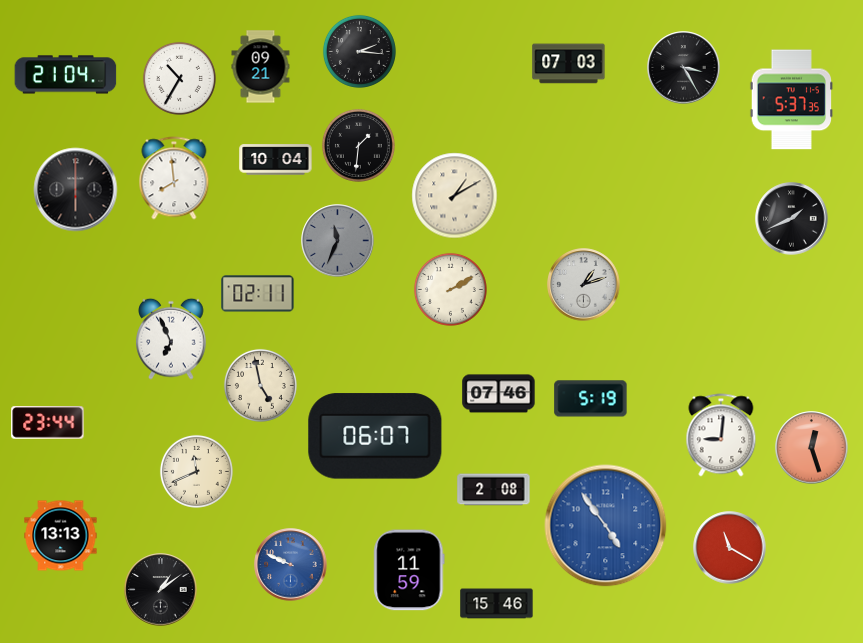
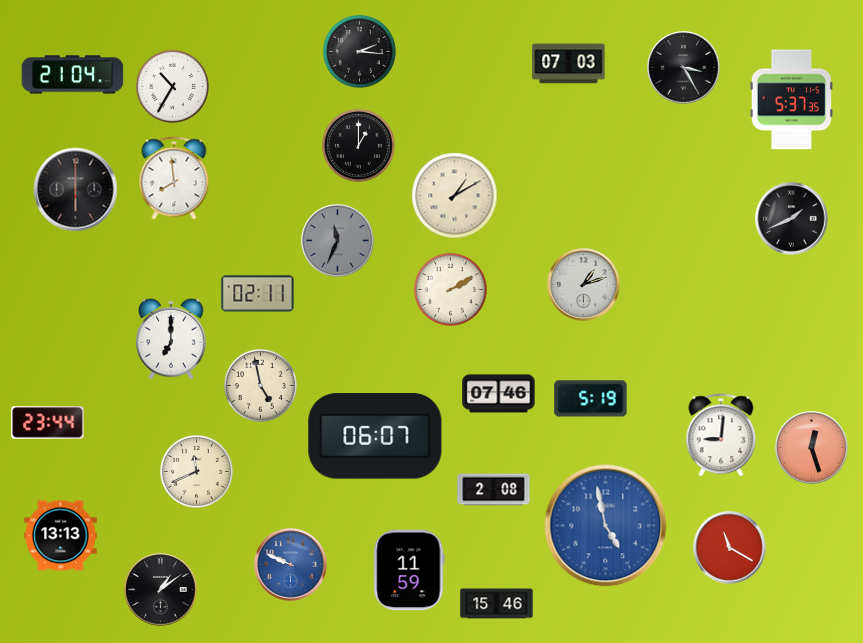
clock at (261, 67): 09:21 -> none
clock at (66, 75) position: (66, 75) -> (73, 75)
clock at (179, 78) position: (179, 78) -> (172, 86)
clock at (358, 145): 1:31 -> 1:00
clock at (276, 160): 10:04 -> none
clock at (171, 339): 6:56 -> 7:00
clock at (606, 526): 4:54 -> 4:58
